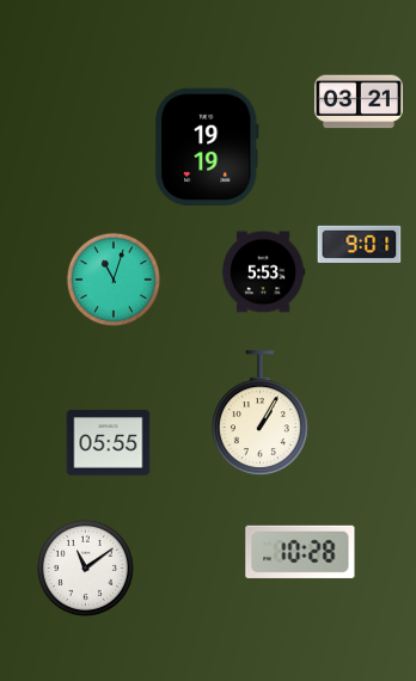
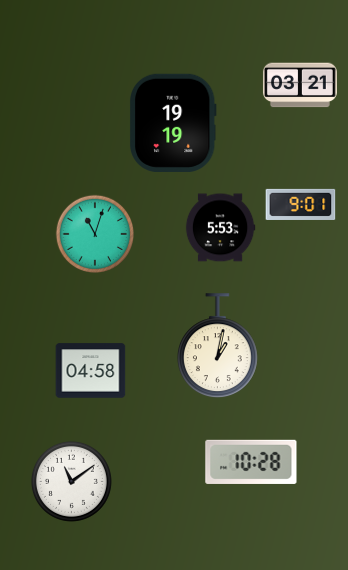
clock at (259, 413): 1:05 -> 1:02
clock at (109, 443): 05:55 -> 04:58
clock at (85, 567) position: (85, 567) -> (71, 481)
